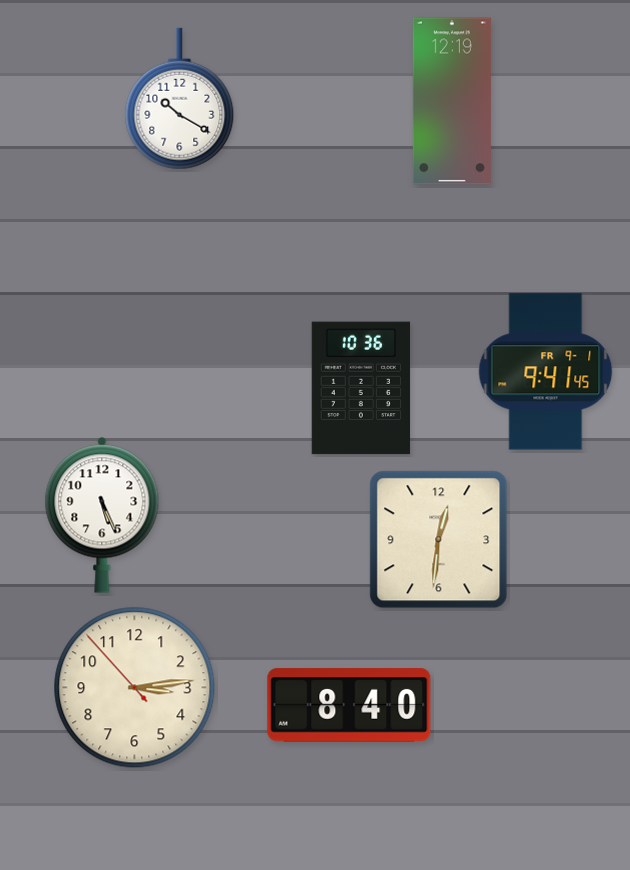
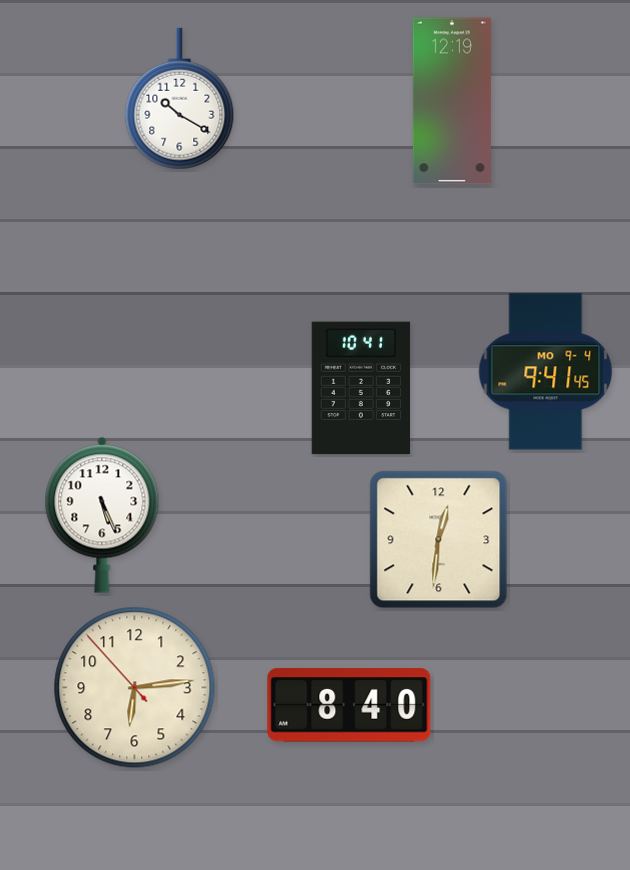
clock at (546, 372) date: FR 9-1 -> MO 9-4
clock at (361, 388): 10:36 -> 10:41
clock at (135, 688): 3:13 -> 6:13
